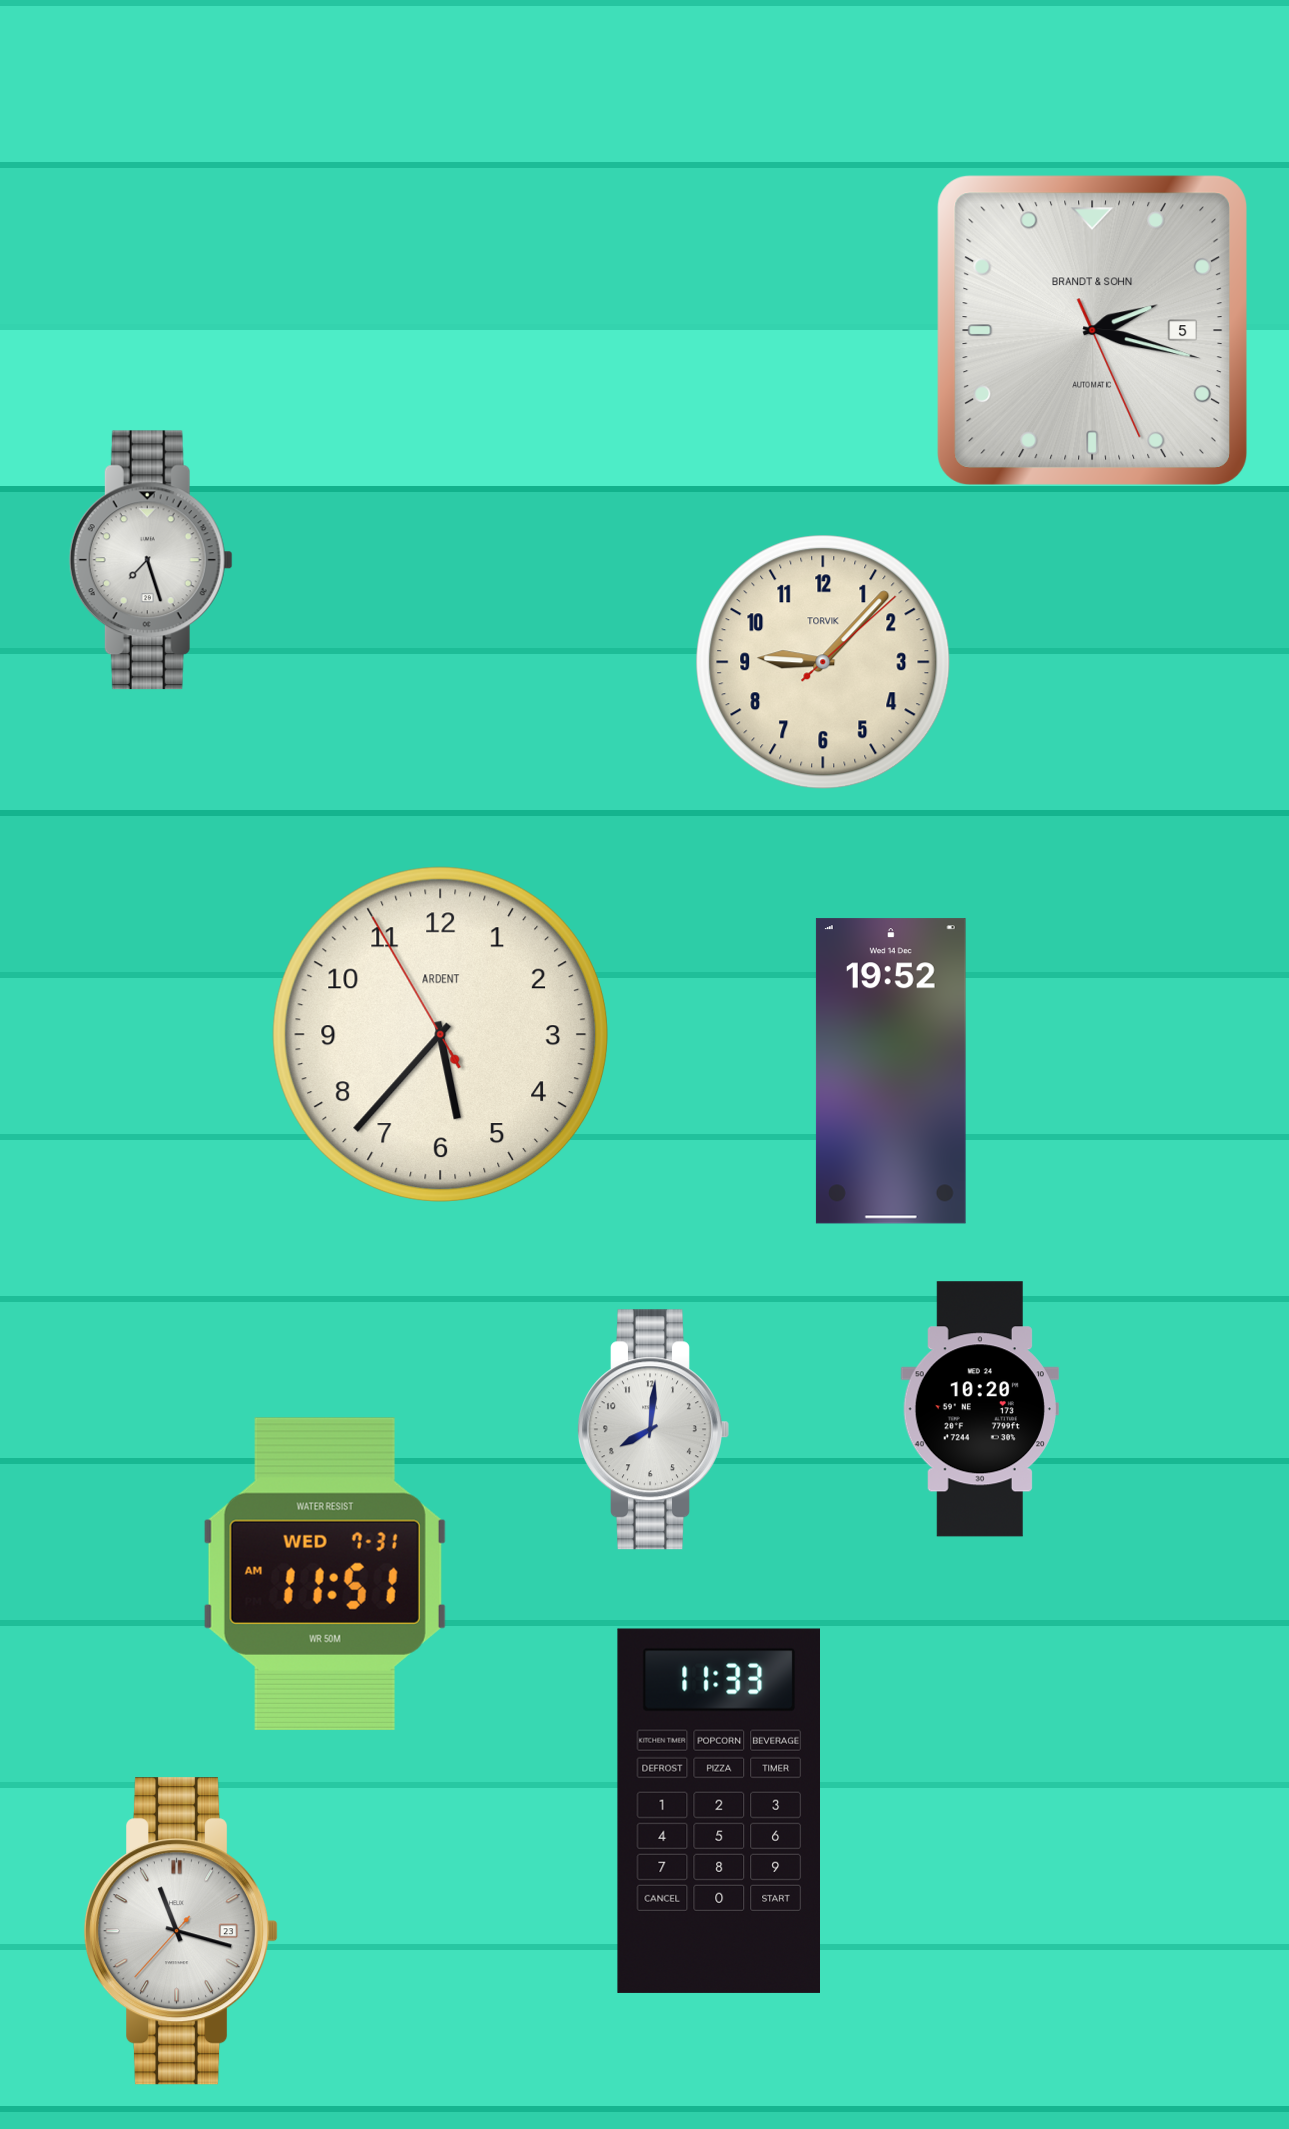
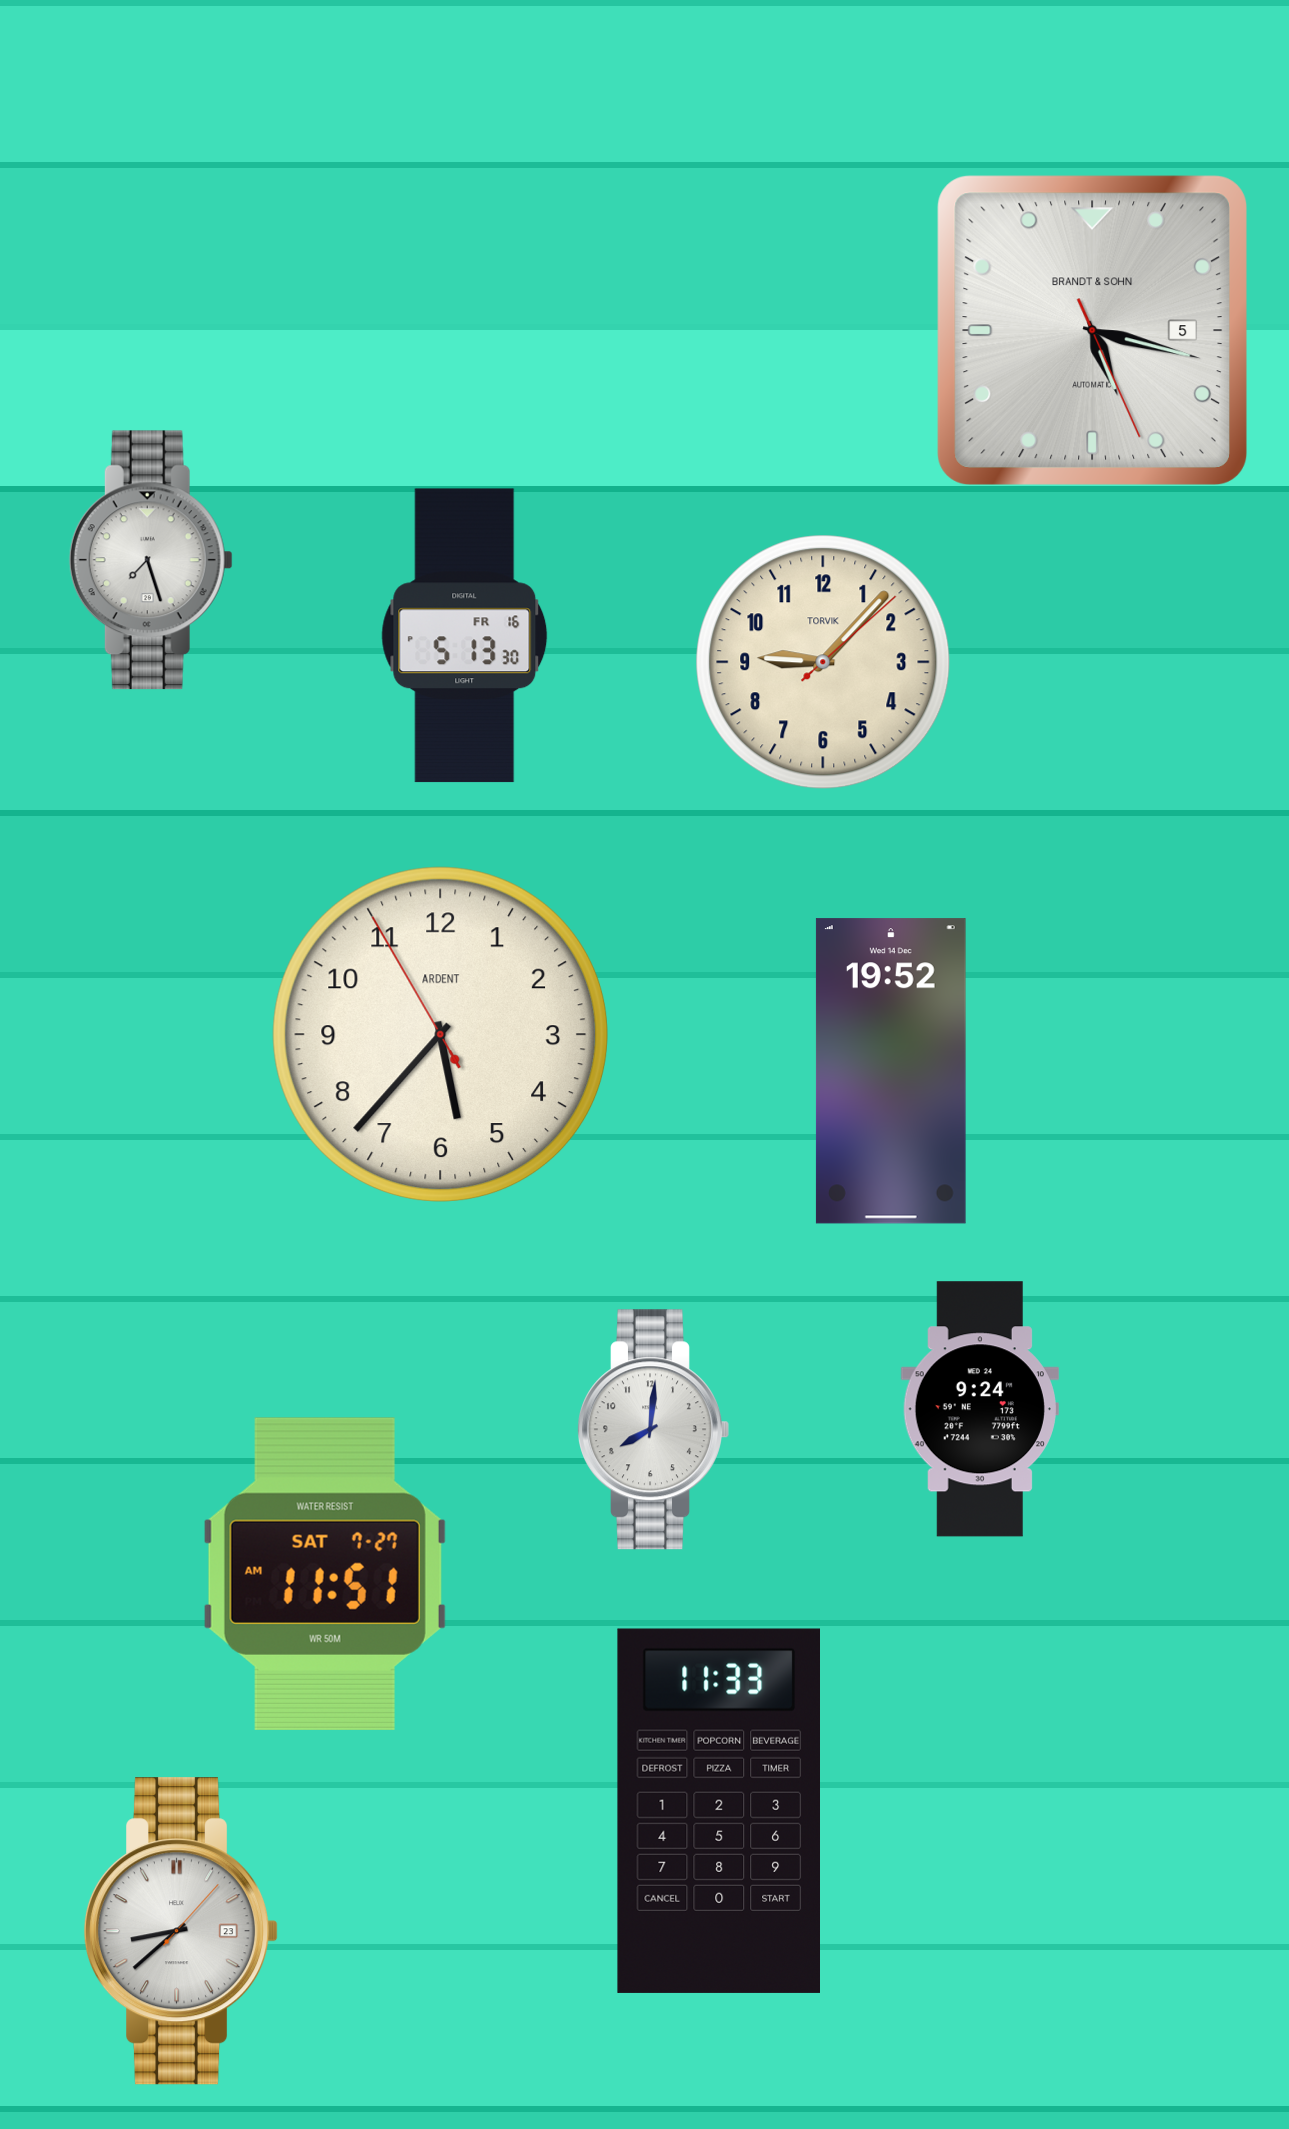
clock at (1092, 330): 2:17 -> 5:17
clock at (465, 636): none -> 5:13
clock at (980, 1409): 10:20 -> 9:24
clock at (325, 1574) date: WED 7-31 -> SAT 7-27
clock at (181, 1931): 11:17 -> 8:38
